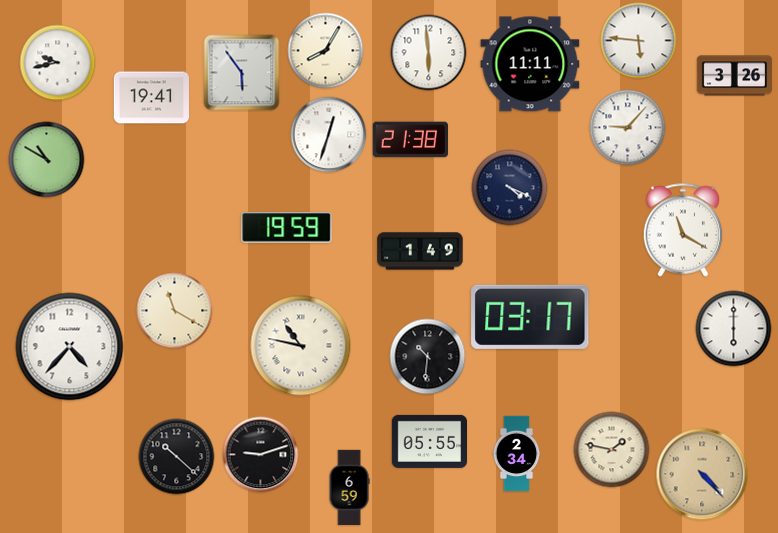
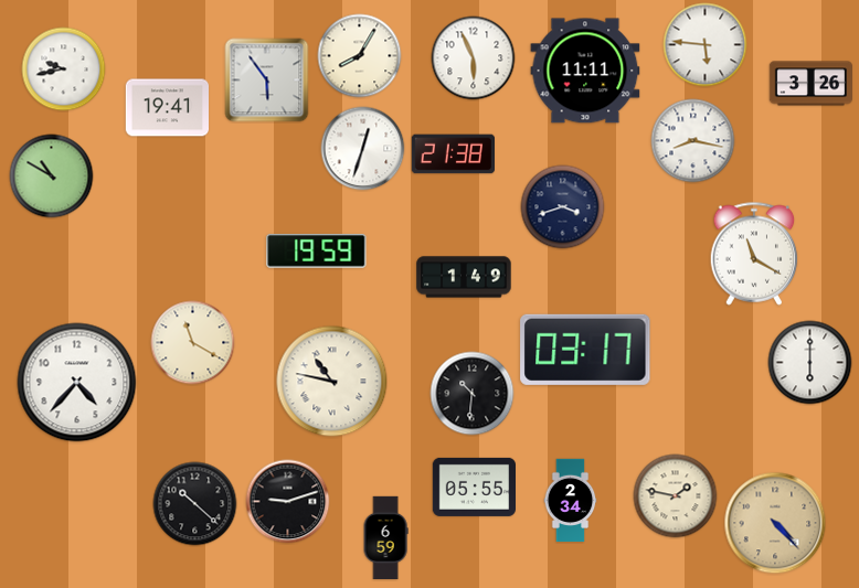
clock at (429, 53): 5:59 -> 5:56
clock at (628, 128): 9:07 -> 8:17
clock at (510, 188): 4:19 -> 3:42
